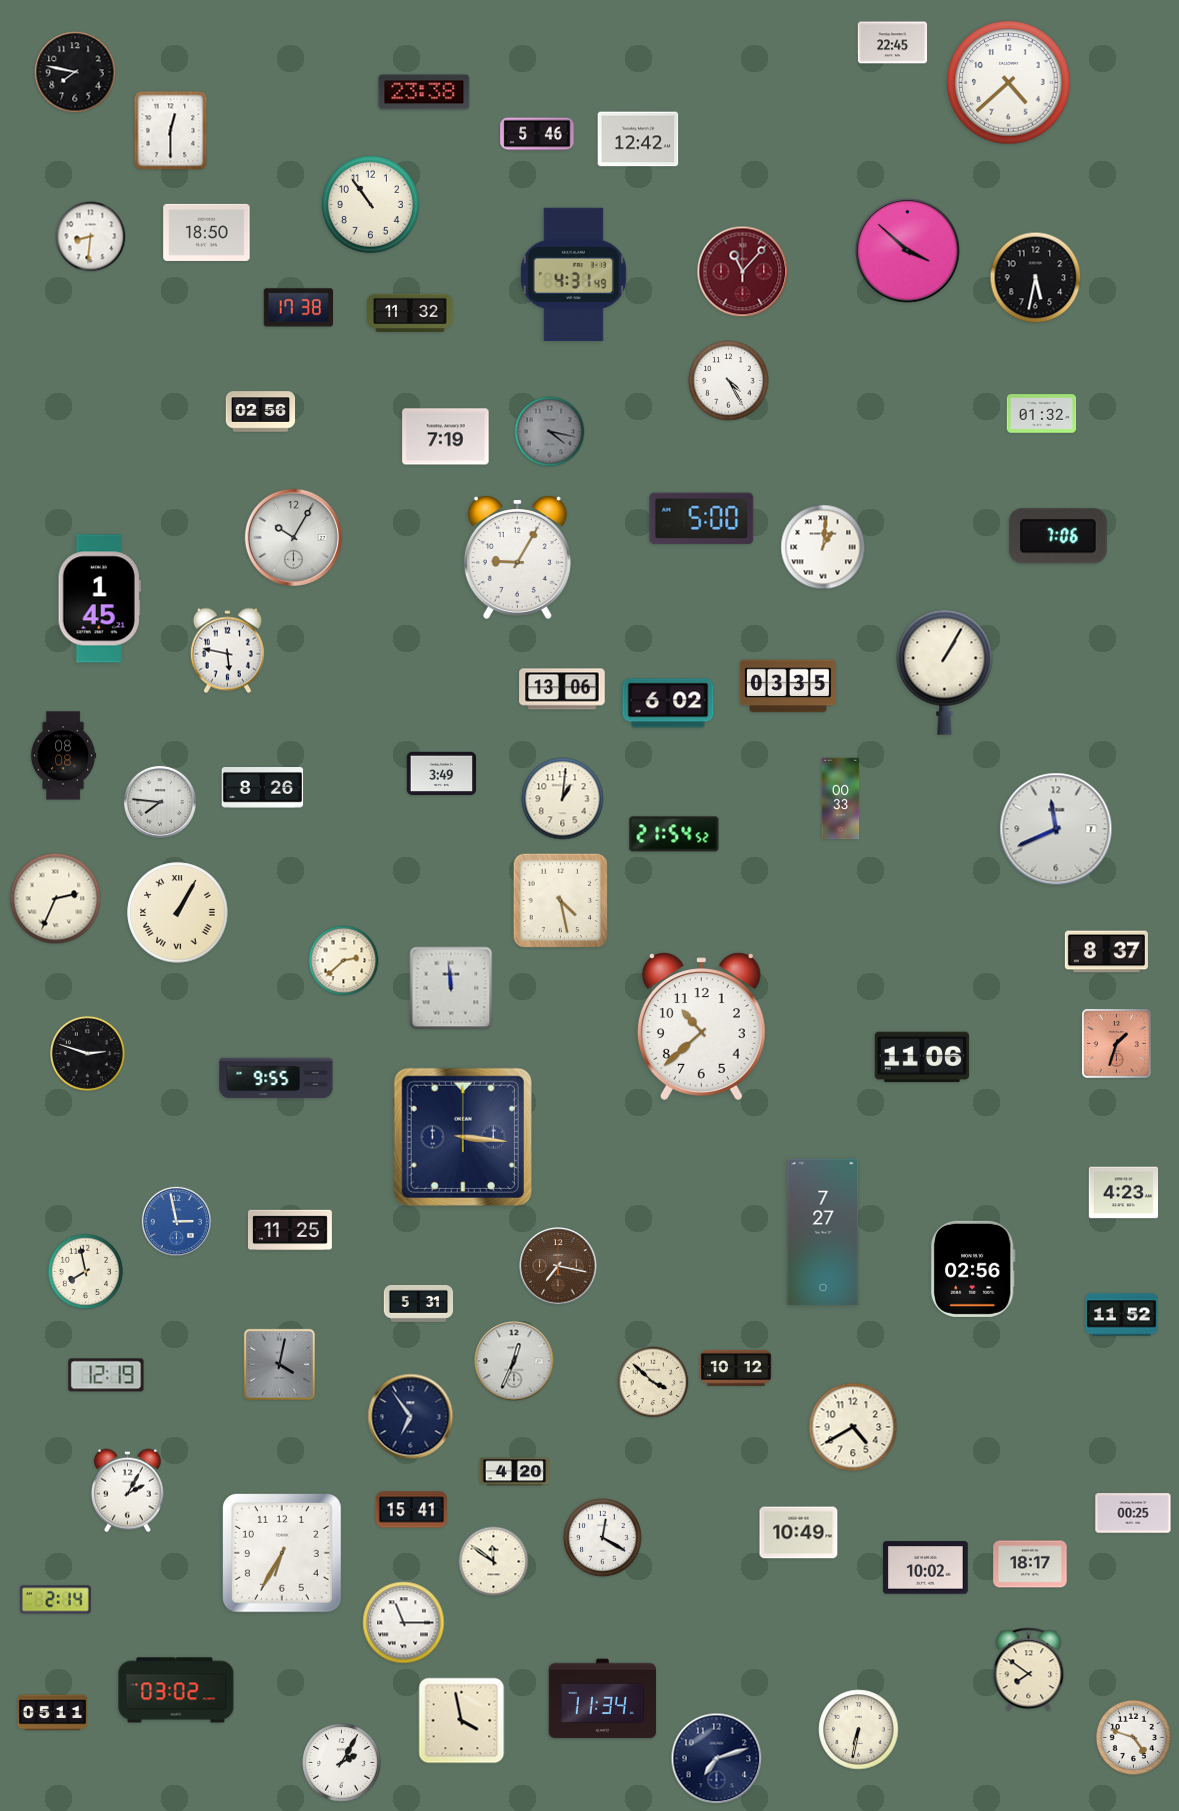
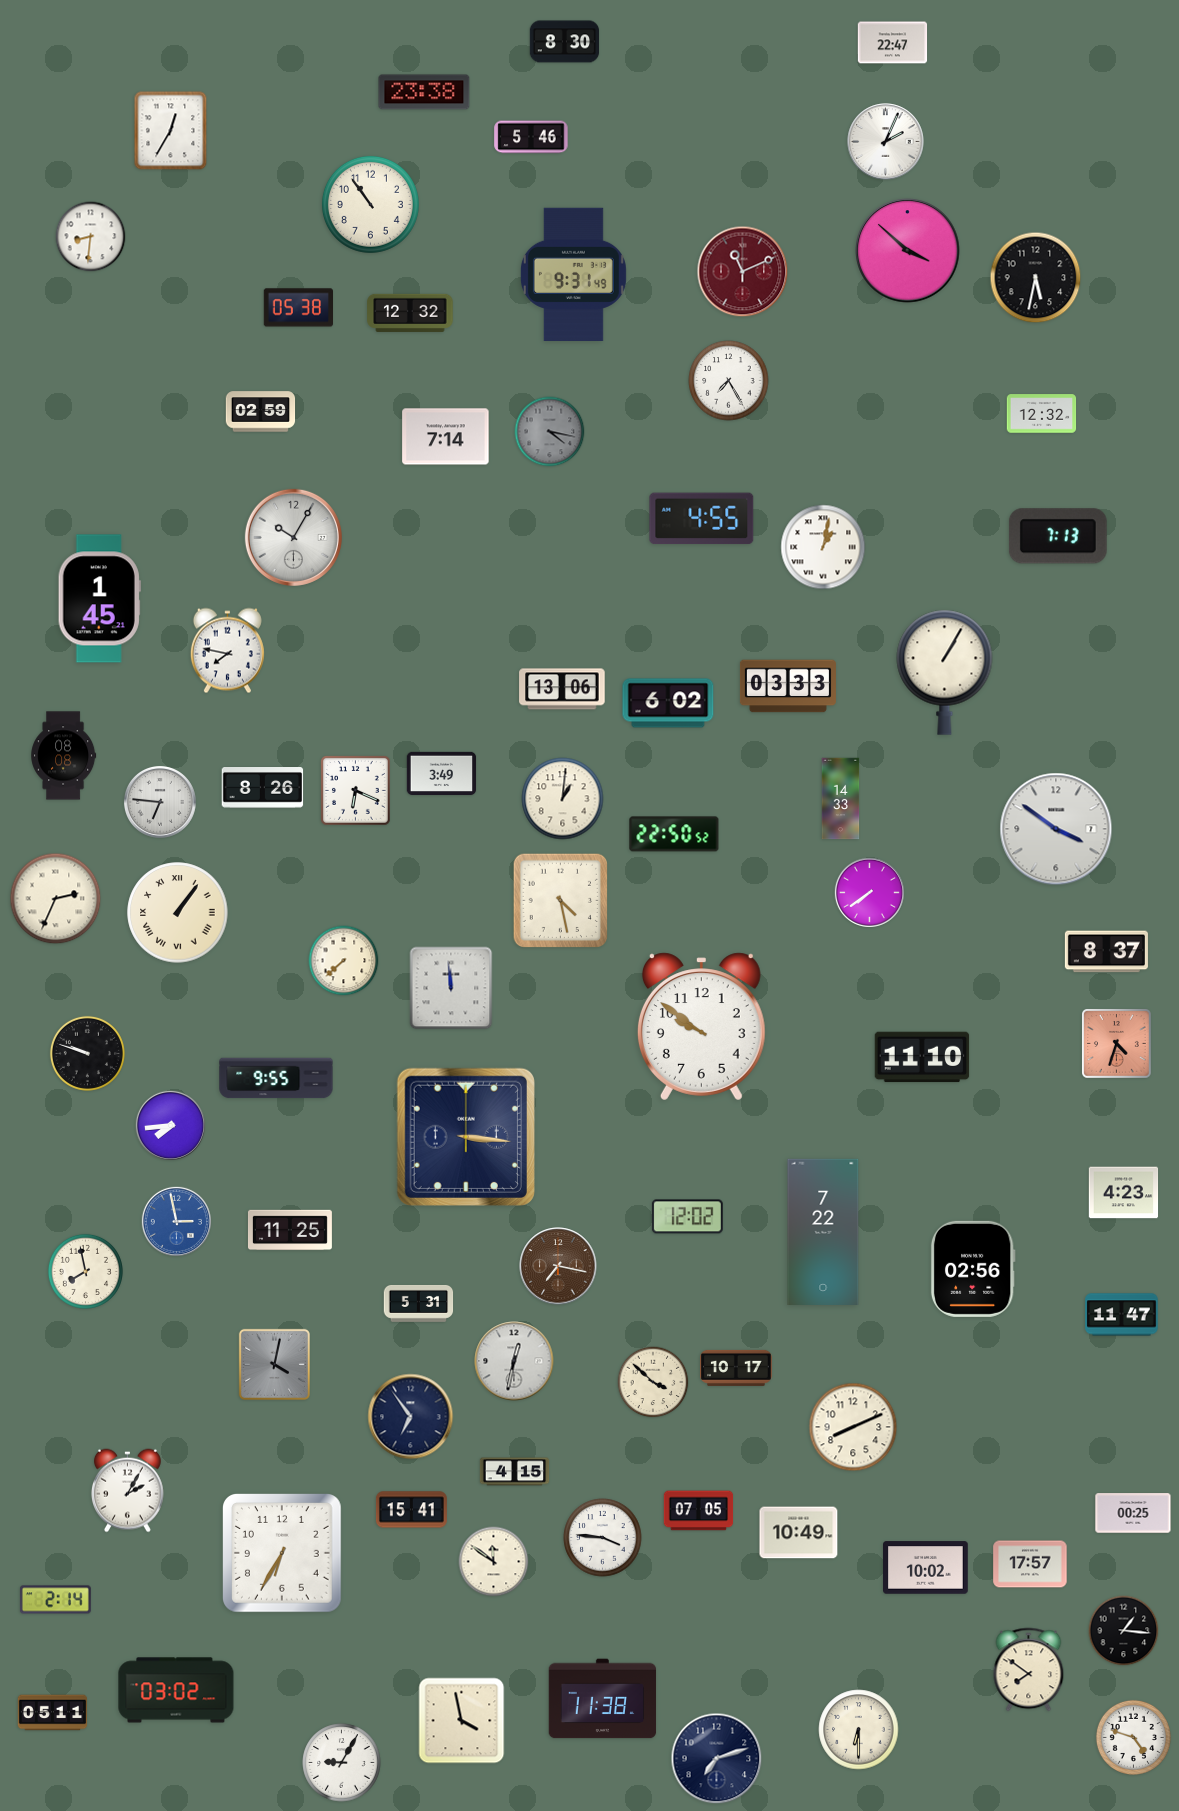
clock at (565, 42): none -> 8:30
clock at (893, 43): 22:45 -> 22:47
clock at (75, 72): 7:47 -> none
clock at (1009, 83): 4:38 -> none
clock at (171, 131): 12:30 -> 12:35
clock at (537, 134) position: (537, 134) -> (531, 137)
clock at (638, 139): 12:42 -> none
clock at (886, 142): none -> 2:04
clock at (207, 232): 18:50 -> none
clock at (743, 272): 11:07 -> 11:11
clock at (573, 274): 4:31 -> 9:31
clock at (298, 308): 17:38 -> 05:38
clock at (410, 312): 11:32 -> 12:32
clock at (729, 381): 4:25 -> 7:25
clock at (261, 412): 02:56 -> 02:59
clock at (1042, 414): 01:32 -> 12:32
clock at (446, 437): 7:19 -> 7:14
clock at (702, 519): 5:00 -> 4:55
clock at (1058, 536): 7:06 -> 7:13
clock at (823, 547): 1:01 -> 1:02
clock at (517, 557): 9:05 -> none
clock at (227, 651): 5:47 -> 7:47
clock at (788, 686): 03:35 -> 03:33
clock at (356, 791): none -> 6:19
clock at (841, 799): 00:33 -> 14:33
clock at (160, 802): 7:46 -> 6:46
clock at (1056, 829): 11:41 -> 3:51
clock at (674, 834): 21:54 -> 22:50
clock at (869, 892): none -> 7:39
clock at (178, 913): 1:05 -> 1:06
clock at (344, 961): 2:38 -> 7:38
clock at (701, 1027): 10:38 -> 9:51
clock at (1117, 1044): 1:33 -> 4:33
clock at (87, 1053): 2:48 -> 9:48
clock at (922, 1057): 11:06 -> 11:10
clock at (170, 1125): none -> 7:44
clock at (463, 1137) position: (463, 1137) -> (466, 1137)
clock at (687, 1217): none -> 12:02
clock at (823, 1231): 7:27 -> 7:22
clock at (1122, 1315): 11:52 -> 11:47
clock at (514, 1361): 12:34 -> 12:32
clock at (279, 1364) position: (279, 1364) -> (274, 1364)
clock at (737, 1368): 10:12 -> 10:17
clock at (106, 1375): 12:19 -> none
clock at (853, 1427): 4:40 -> 8:11
clock at (515, 1472): 4:20 -> 4:15
clock at (699, 1511): none -> 07:05
clock at (603, 1538): 12:20 -> 3:46
clock at (1030, 1564): 18:17 -> 17:57
clock at (404, 1623): 11:15 -> none
clock at (1124, 1631): none -> 1:16
clock at (603, 1699): 11:34 -> 11:38
clock at (859, 1730): 6:32 -> 6:30
clock at (342, 1763): 2:05 -> 9:05
